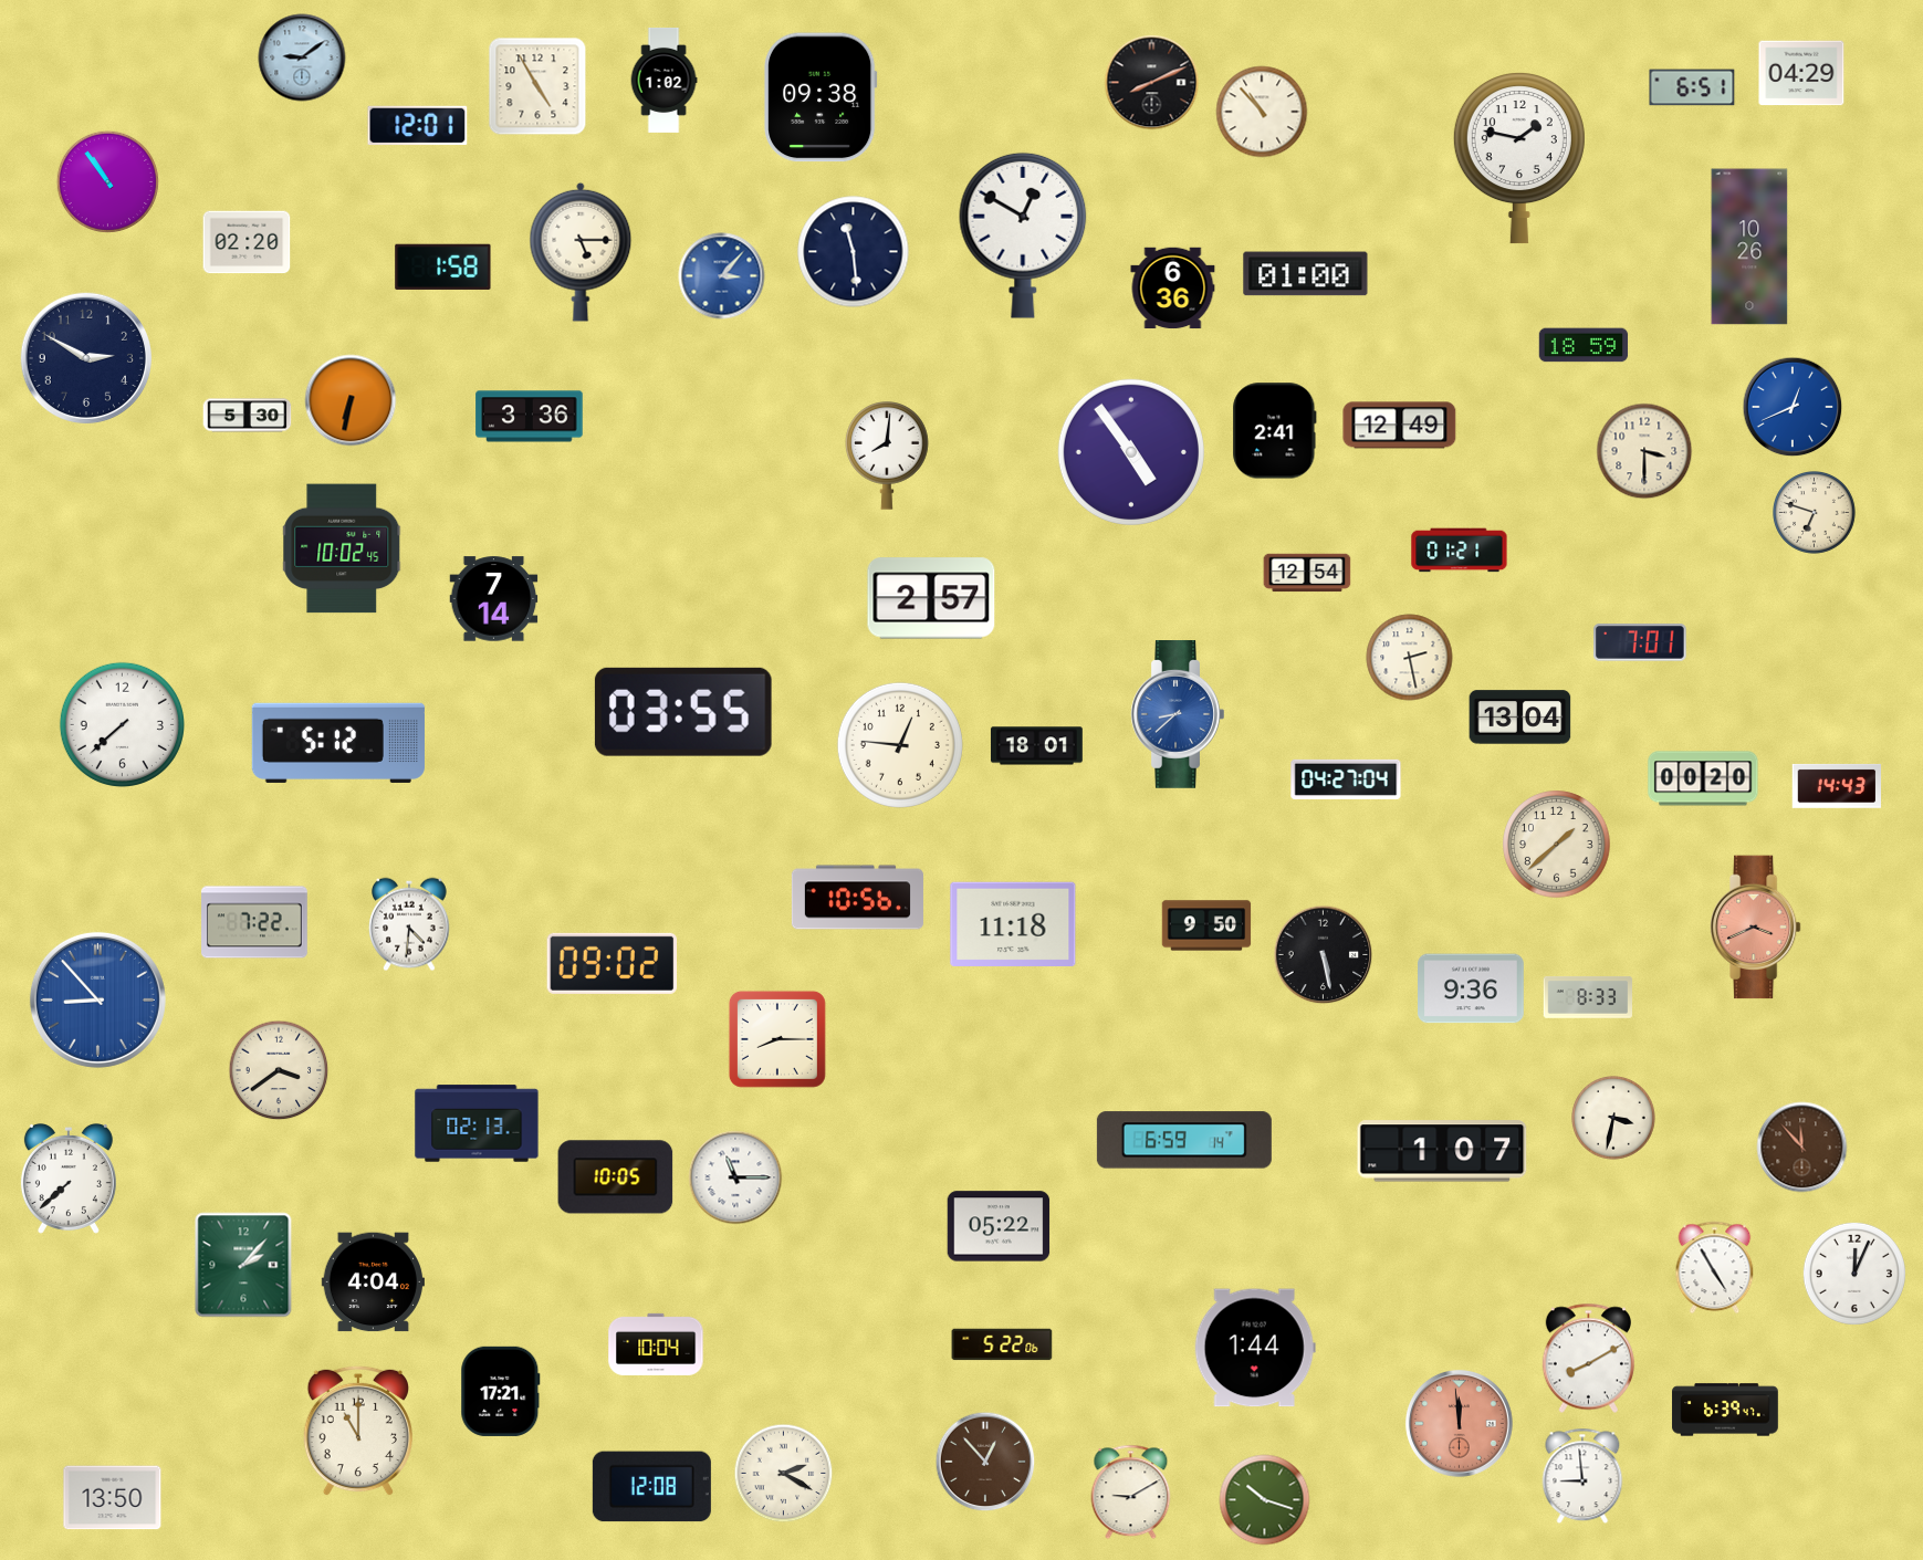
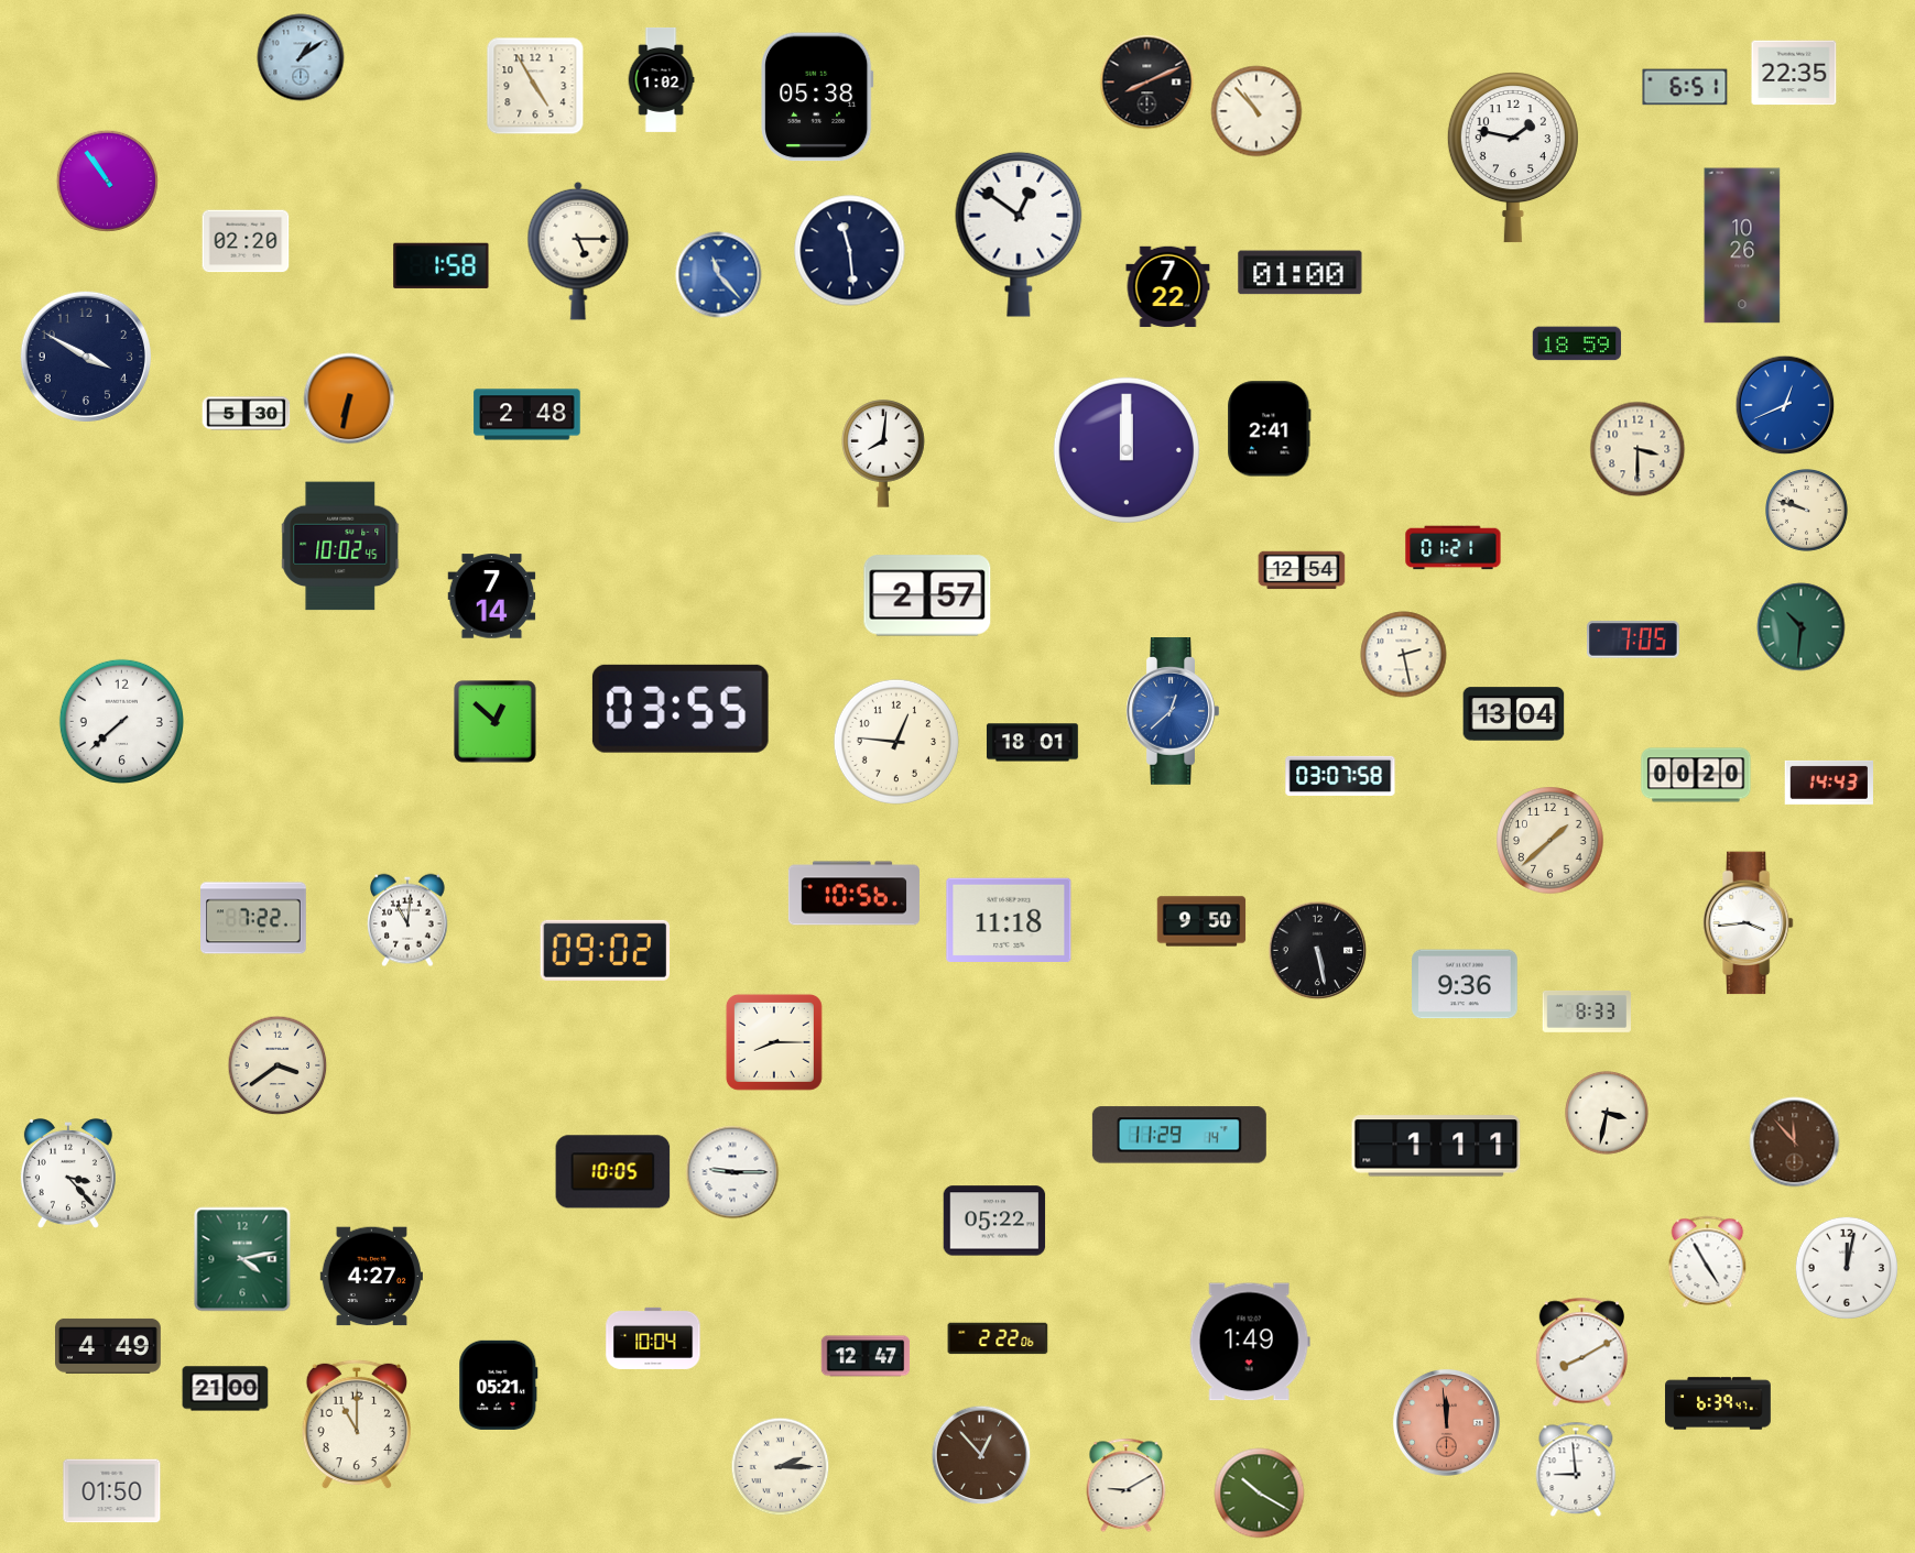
clock at (302, 57): 9:09 -> 1:09
clock at (1801, 73): 04:29 -> 22:35
clock at (822, 97): 09:38 -> 05:38
clock at (418, 126): 12:01 -> none
clock at (1023, 235): 12:50 -> 12:51
clock at (722, 276): 3:07 -> 11:23
clock at (1173, 289): 6:36 -> 7:22
clock at (85, 357): 2:50 -> 3:50
clock at (530, 417): 3:36 -> 2:48
clock at (1400, 426): 12:49 -> none
clock at (1131, 452): 4:54 -> 12:00
clock at (1815, 513): 6:48 -> 9:48
clock at (1802, 627): none -> 10:31
clock at (1641, 642): 7:01 -> 7:05
clock at (1178, 715): 8:38 -> 12:38
clock at (496, 722): none -> 12:52
clock at (338, 743): 5:12 -> none
clock at (1346, 779): 04:27 -> 03:07
clock at (409, 924): 4:31 -> 11:01
clock at (1755, 928): 3:41 -> 3:44
clock at (1755, 928) dial: salmon -> white
clock at (613, 963) position: (613, 963) -> (606, 950)
clock at (1588, 997) position: (1588, 997) -> (1587, 1011)
clock at (97, 999): 8:53 -> none
clock at (777, 1039) position: (777, 1039) -> (774, 1042)
clock at (477, 1123): 02:13 -> none
clock at (1184, 1140): 6:59 -> 11:29
clock at (1442, 1151): 1:07 -> 1:11
clock at (735, 1177): 11:15 -> 9:15
clock at (69, 1179): 7:38 -> 3:23
clock at (243, 1265): 2:07 -> 4:13
clock at (1854, 1274): 12:04 -> 12:02
clock at (373, 1282): 4:04 -> 4:27
clock at (1002, 1344): 5:22 -> 2:22
clock at (1255, 1348): 1:44 -> 1:49
clock at (108, 1346): none -> 4:49
clock at (866, 1356): none -> 12:47
clock at (501, 1391): 17:21 -> 05:21
clock at (226, 1389): none -> 21:00
clock at (1459, 1423) position: (1459, 1423) -> (1446, 1422)
clock at (784, 1474): 2:20 -> 2:15
clock at (651, 1487): 12:08 -> none
clock at (113, 1498): 13:50 -> 01:50
clock at (1265, 1500): 10:18 -> 10:20
